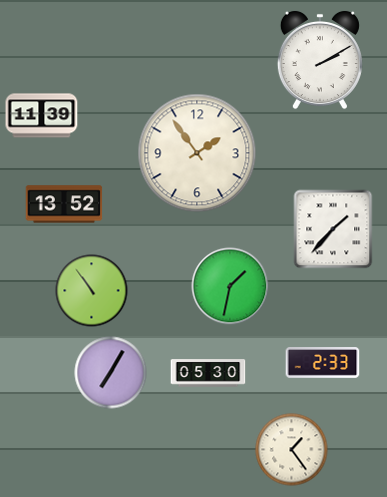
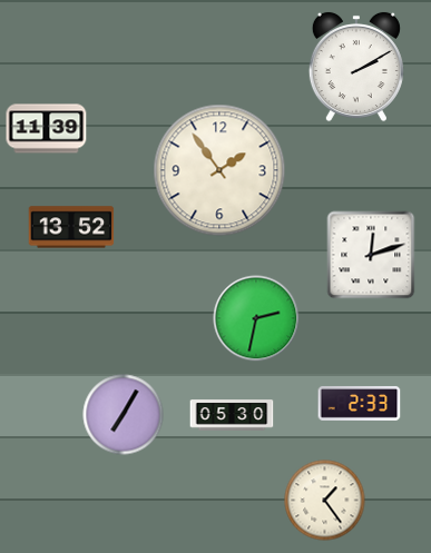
clock at (333, 229): 1:37 -> 12:12
clock at (230, 286): 1:32 -> 2:32
clock at (92, 291): 10:54 -> none
